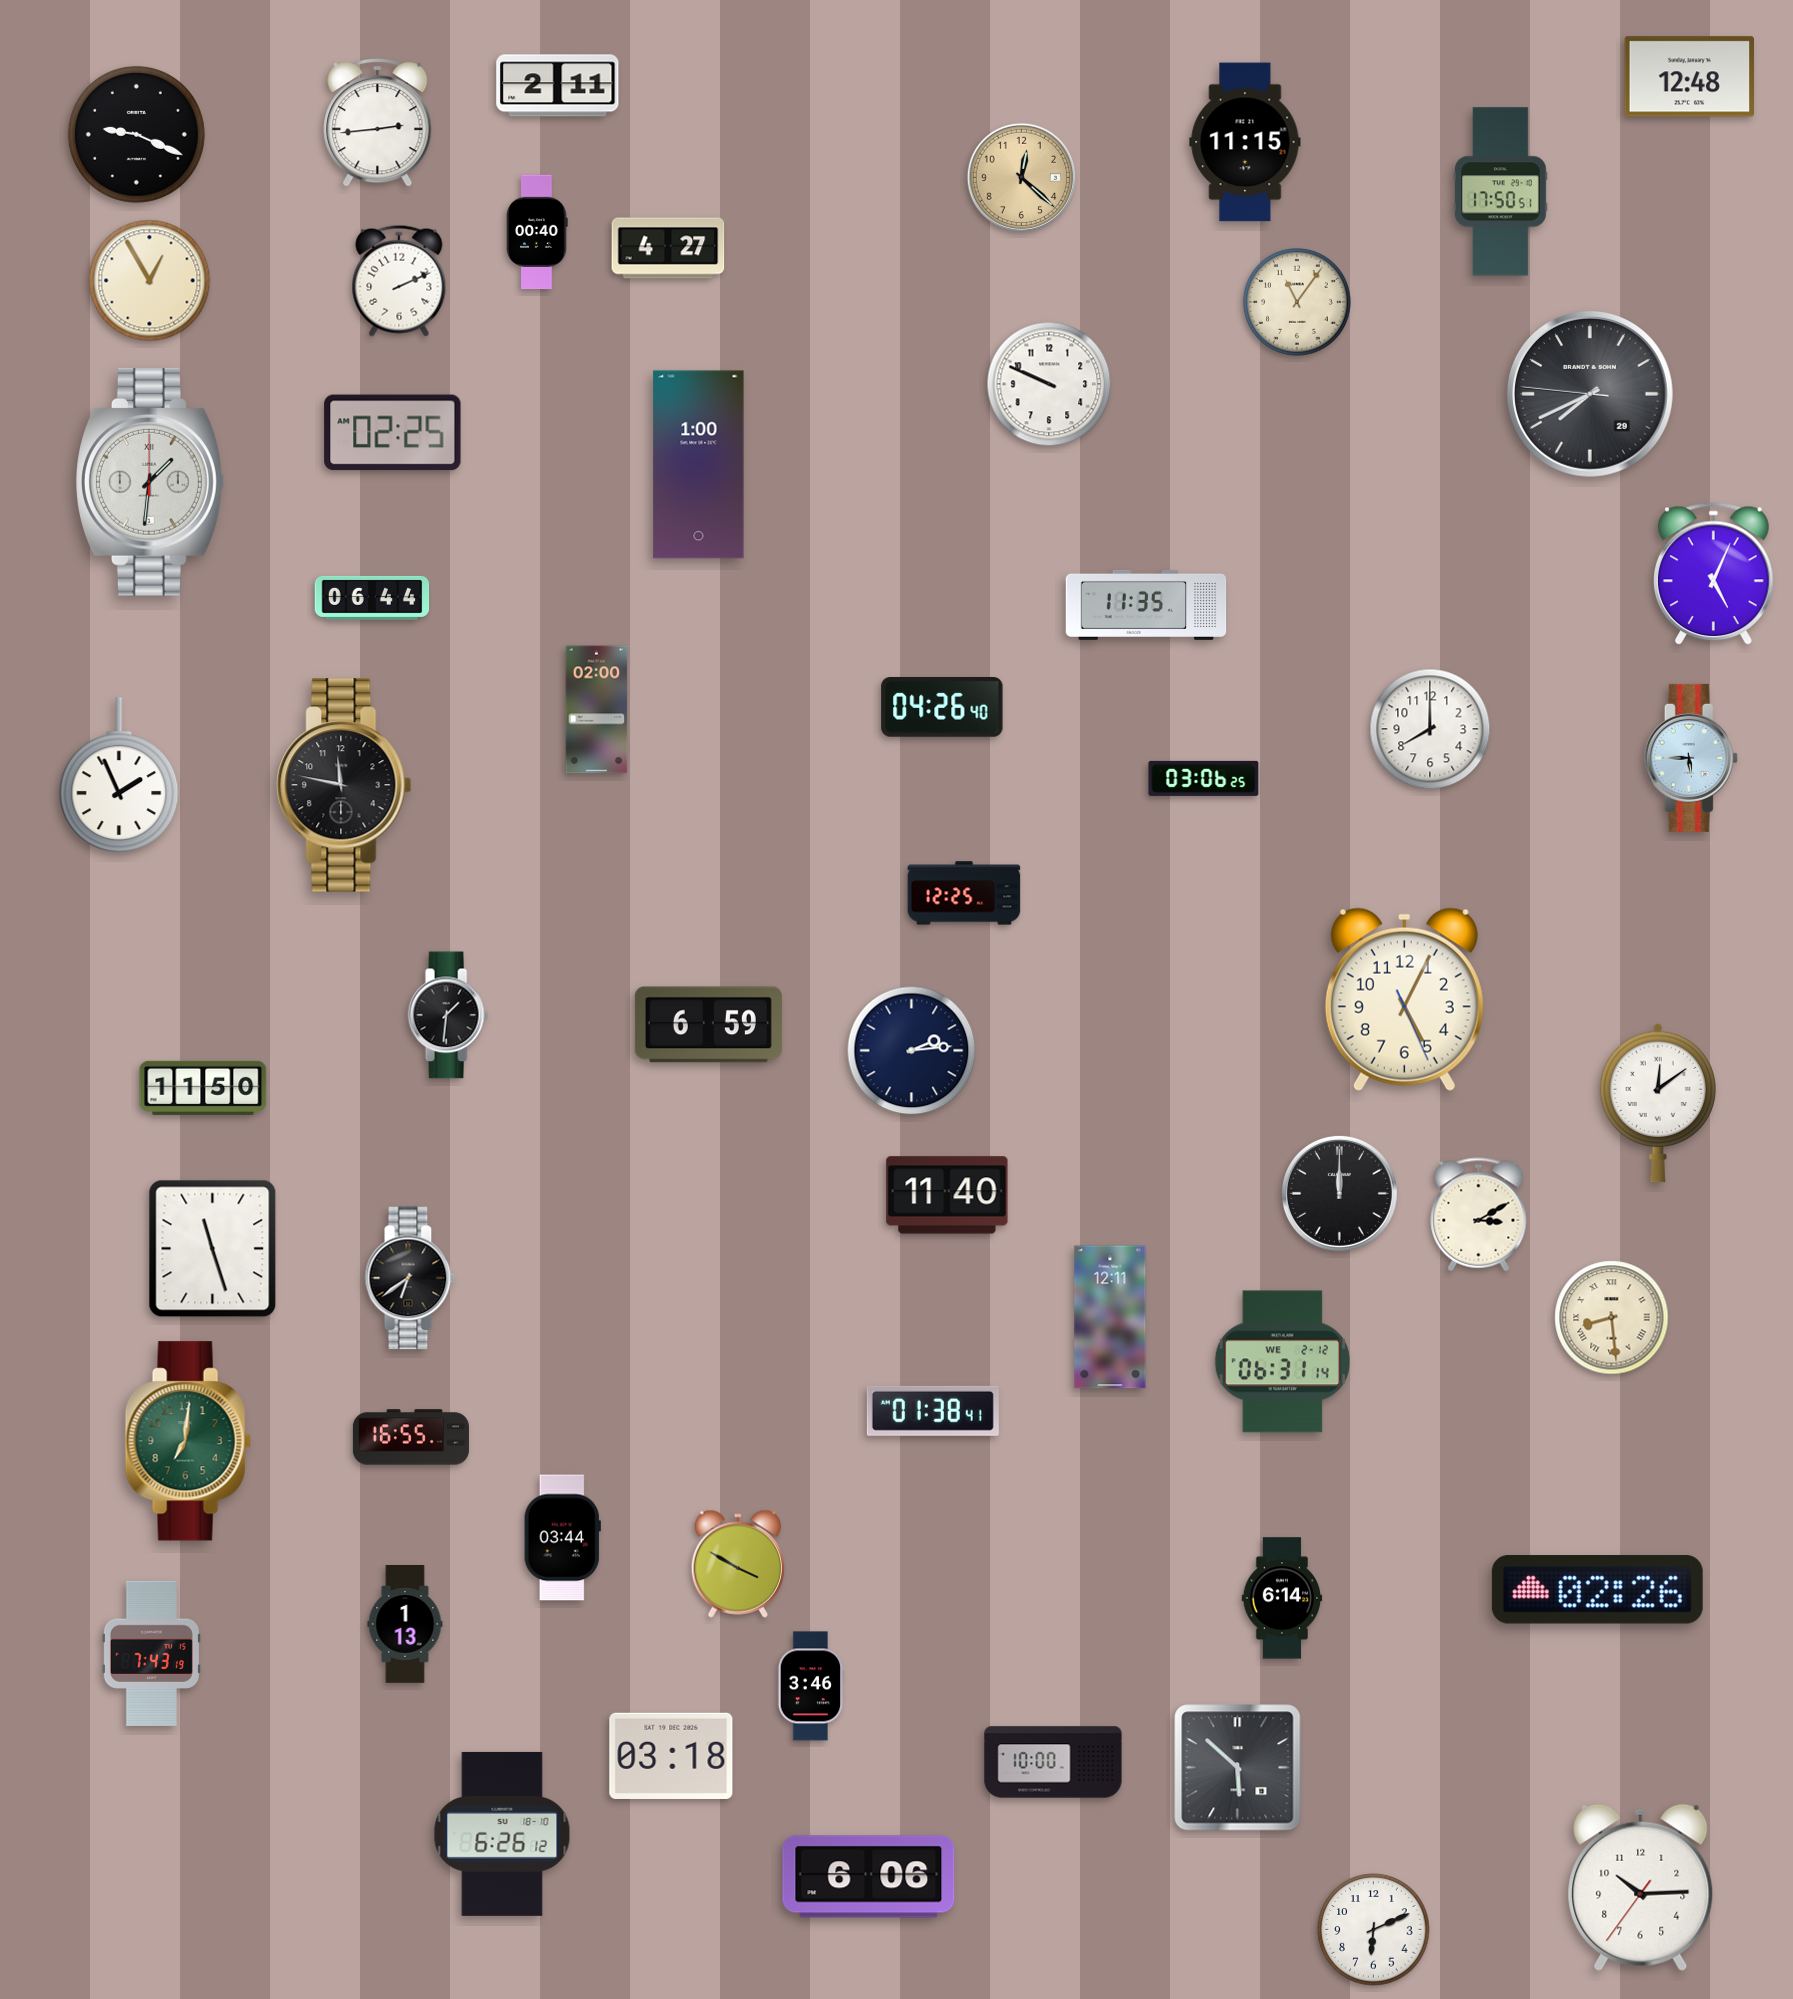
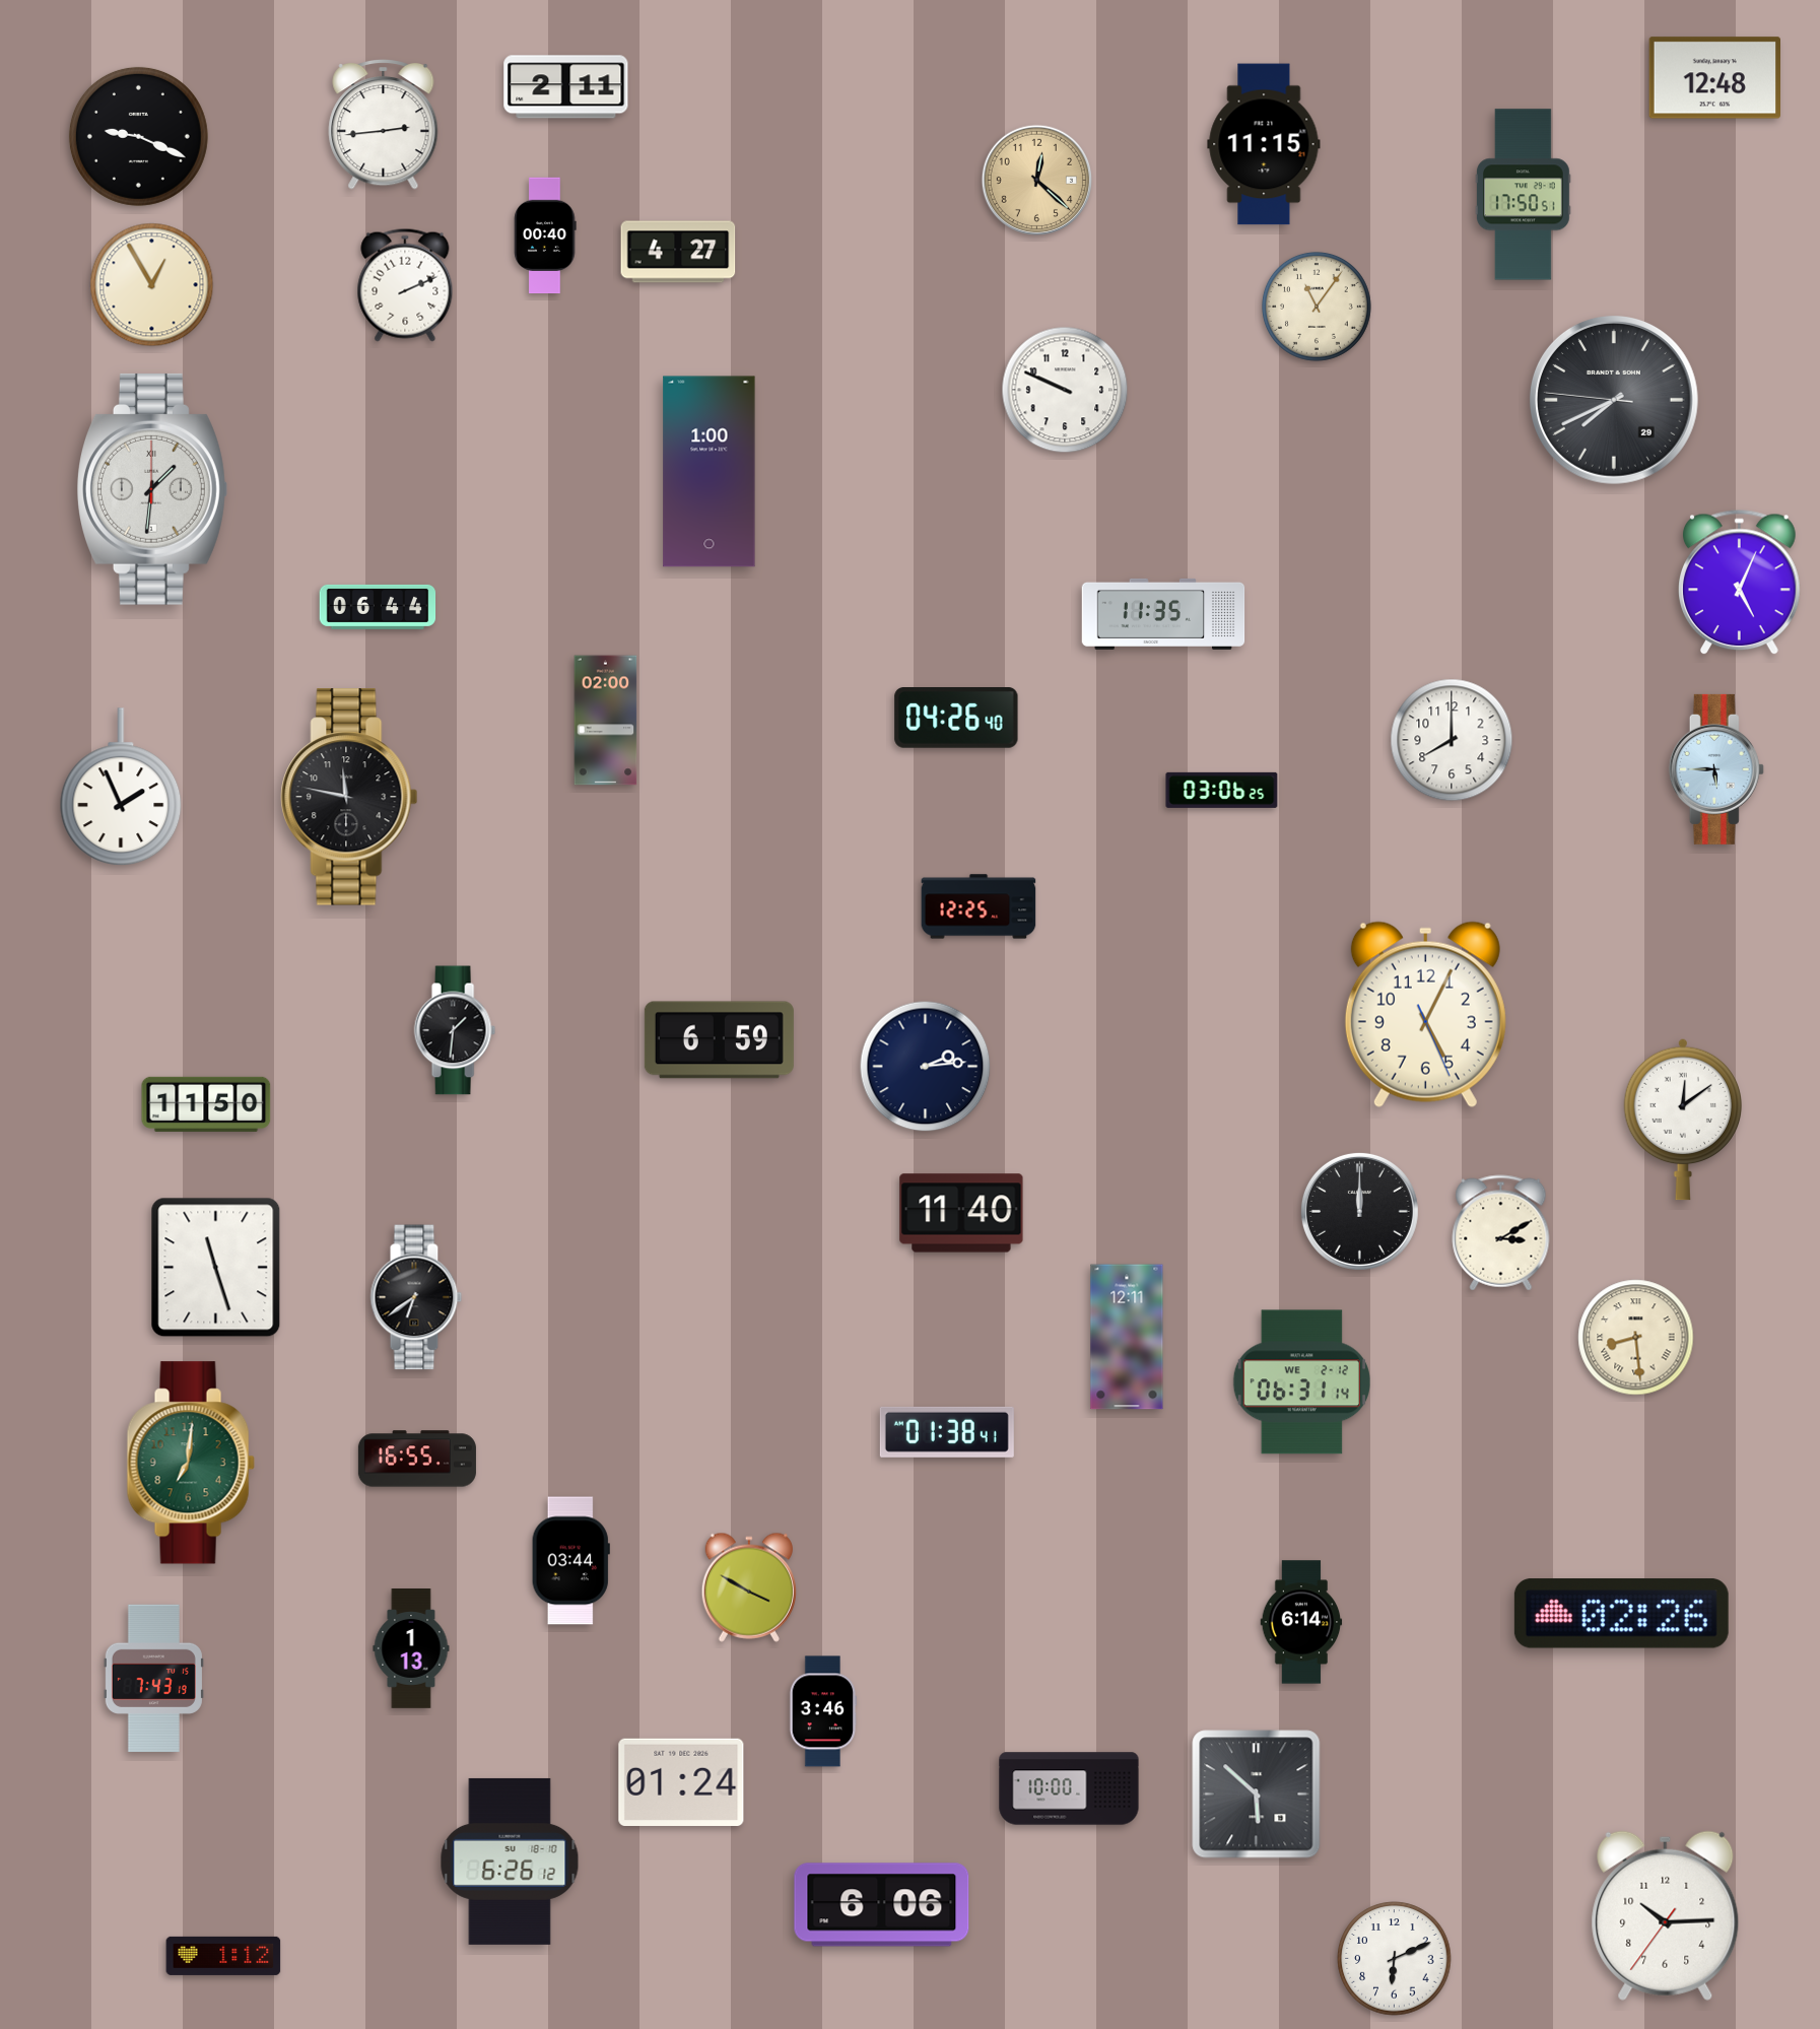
clock at (393, 433): 02:25 -> none
clock at (671, 1756): 03:18 -> 01:24
clock at (223, 1956): none -> 1:12
